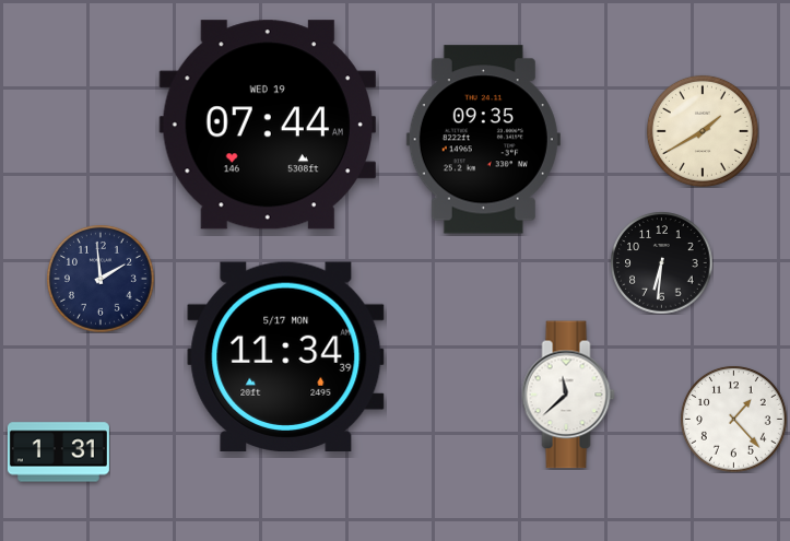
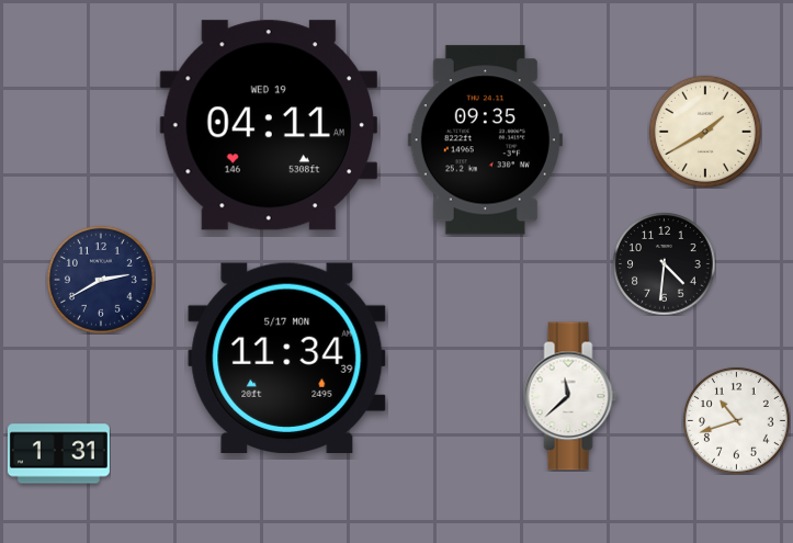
clock at (267, 125): 07:44 -> 04:11
clock at (661, 262): 6:31 -> 4:31
clock at (101, 279): 1:59 -> 2:40
clock at (733, 419): 1:23 -> 10:42
